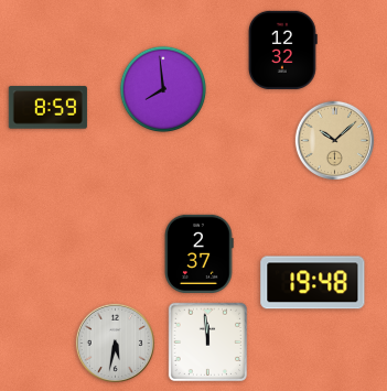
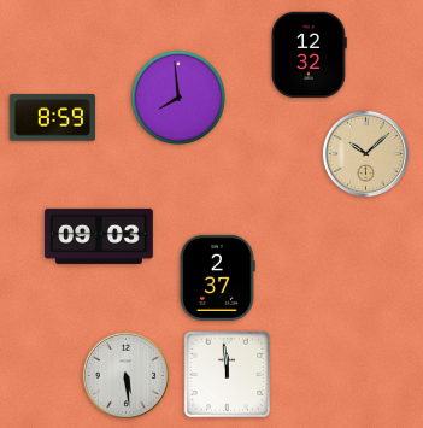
clock at (99, 236): none -> 09:03
clock at (313, 283): 19:48 -> none
clock at (115, 343): 5:32 -> 5:29
